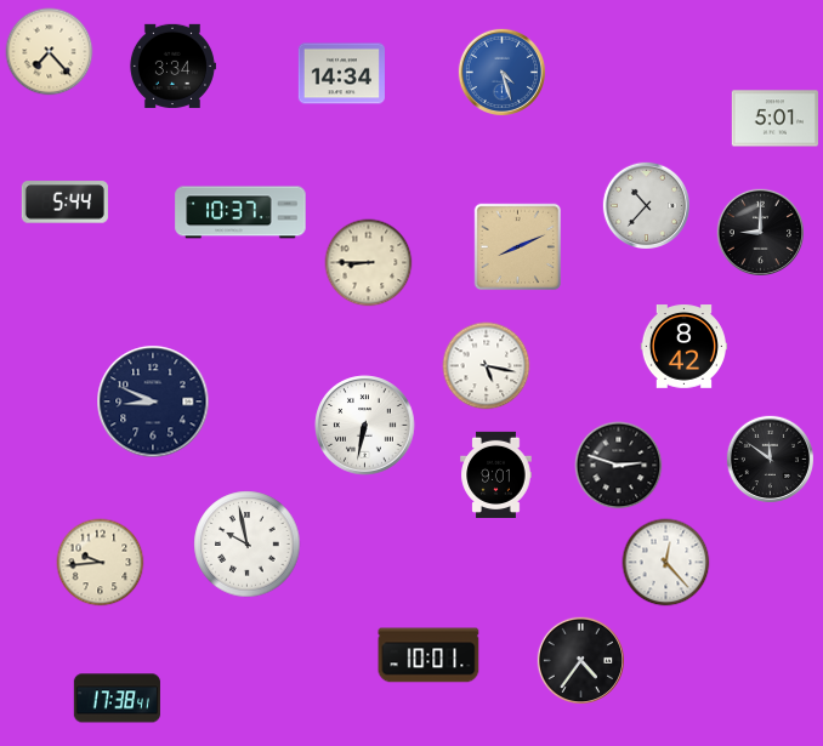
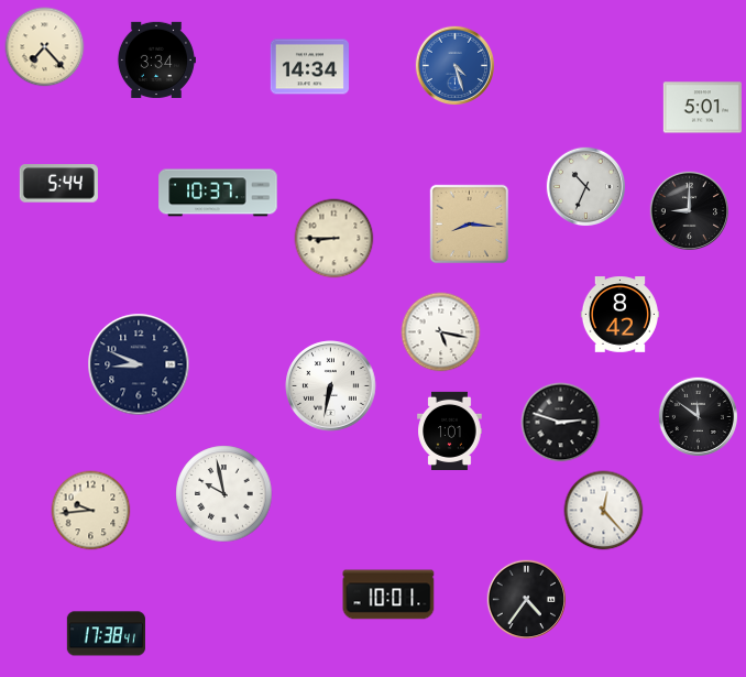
clock at (646, 205): 10:37 -> 10:34
clock at (518, 247): 8:11 -> 8:16
clock at (496, 474): 9:01 -> 1:01
